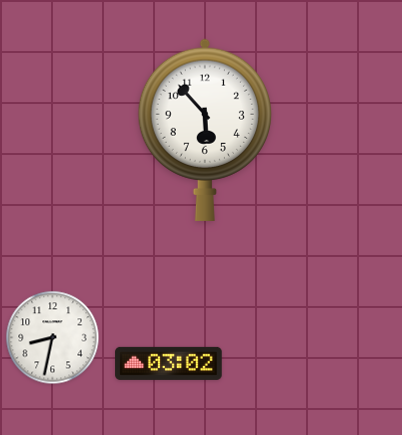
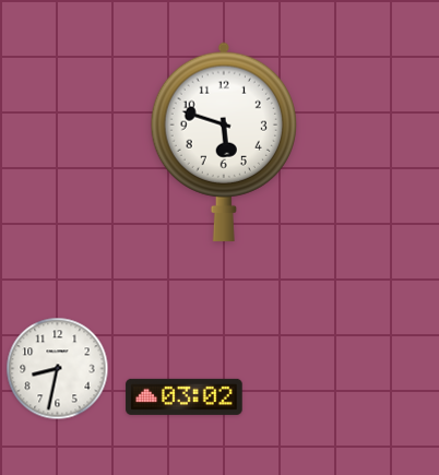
clock at (205, 130): 5:53 -> 5:48
